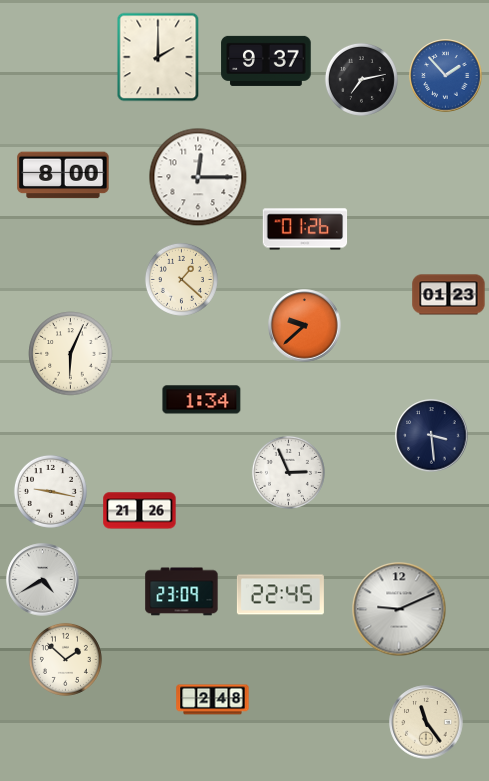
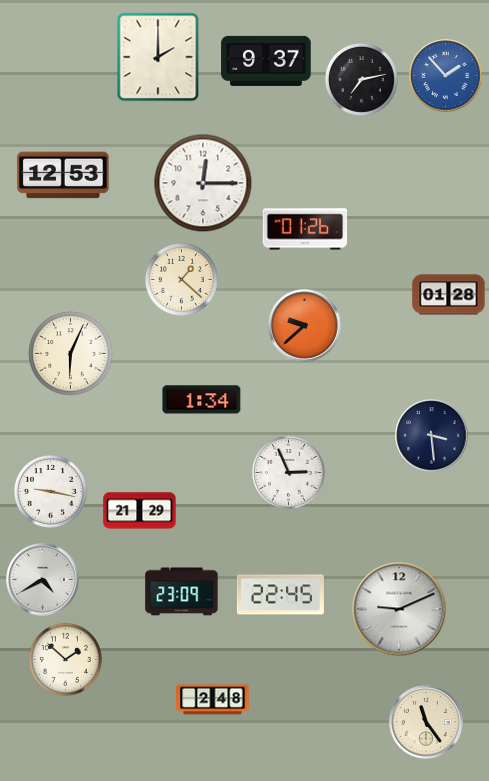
clock at (63, 175): 8:00 -> 12:53
clock at (198, 177) position: (198, 177) -> (203, 183)
clock at (449, 295): 01:23 -> 01:28
clock at (140, 511): 21:26 -> 21:29
